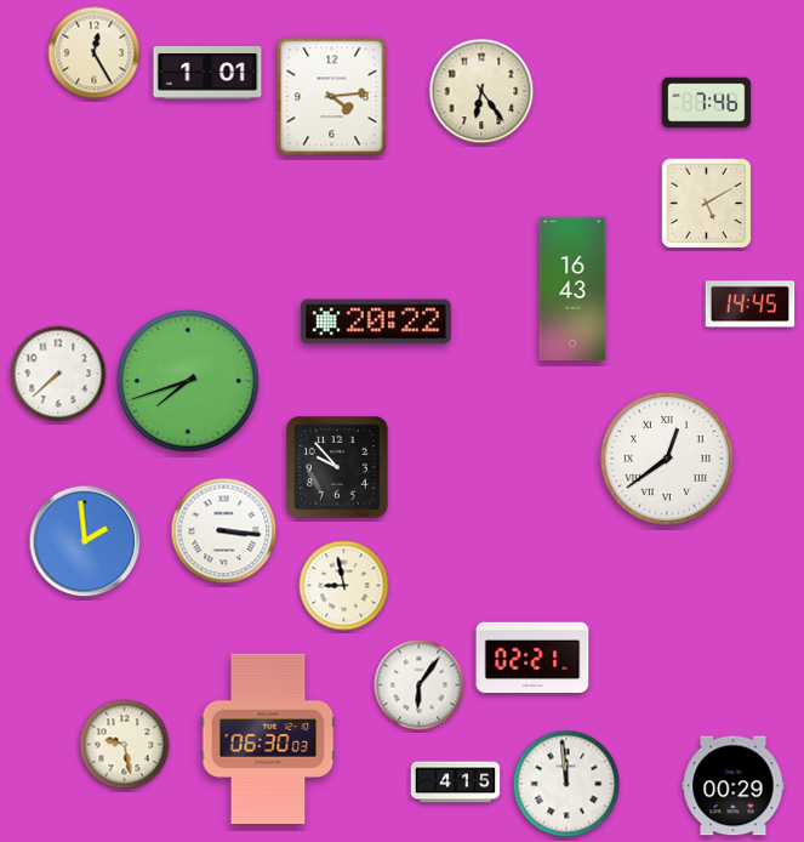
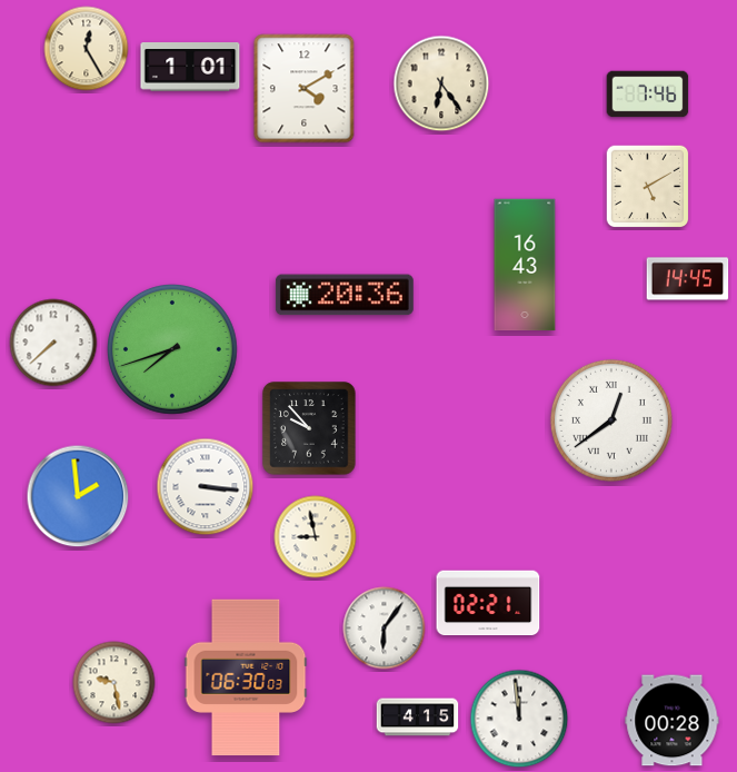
clock at (332, 97): 4:14 -> 4:10
clock at (376, 322): 20:22 -> 20:36
clock at (734, 786): 00:29 -> 00:28
